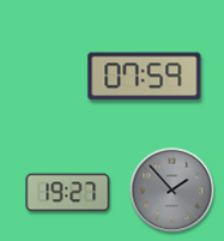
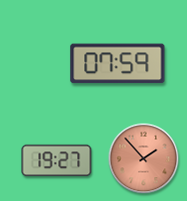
clock at (145, 77) position: (145, 77) -> (118, 64)
clock at (172, 191) dial: grey -> salmon
